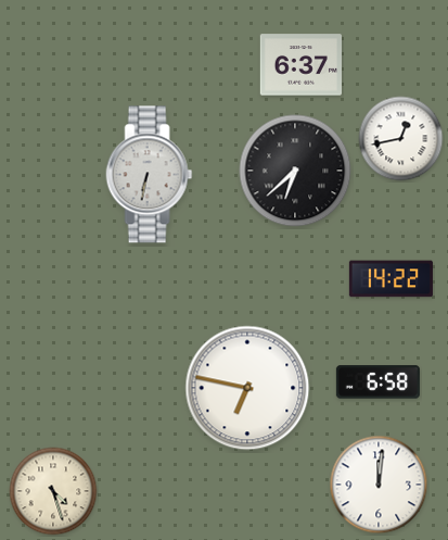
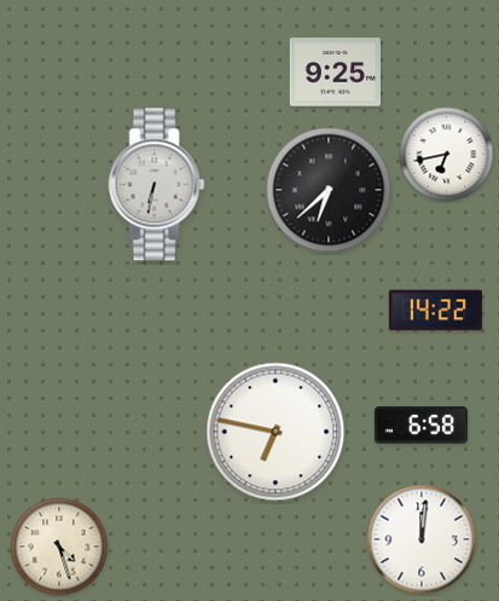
clock at (300, 65): 6:37 -> 9:25
clock at (401, 139): 12:43 -> 6:43
clock at (150, 175) position: (150, 175) -> (157, 185)
